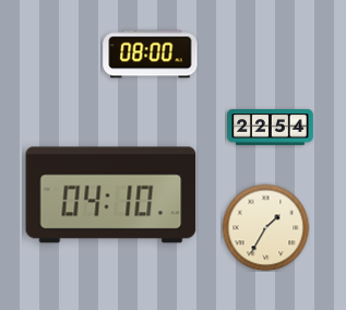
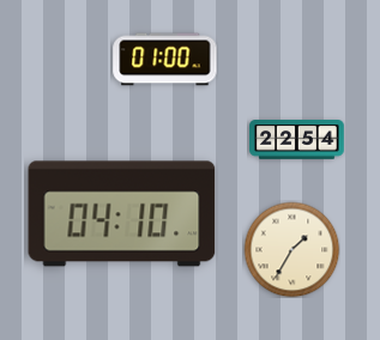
clock at (151, 55): 08:00 -> 01:00
